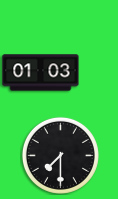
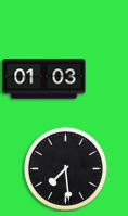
clock at (60, 155): 7:30 -> 7:29
